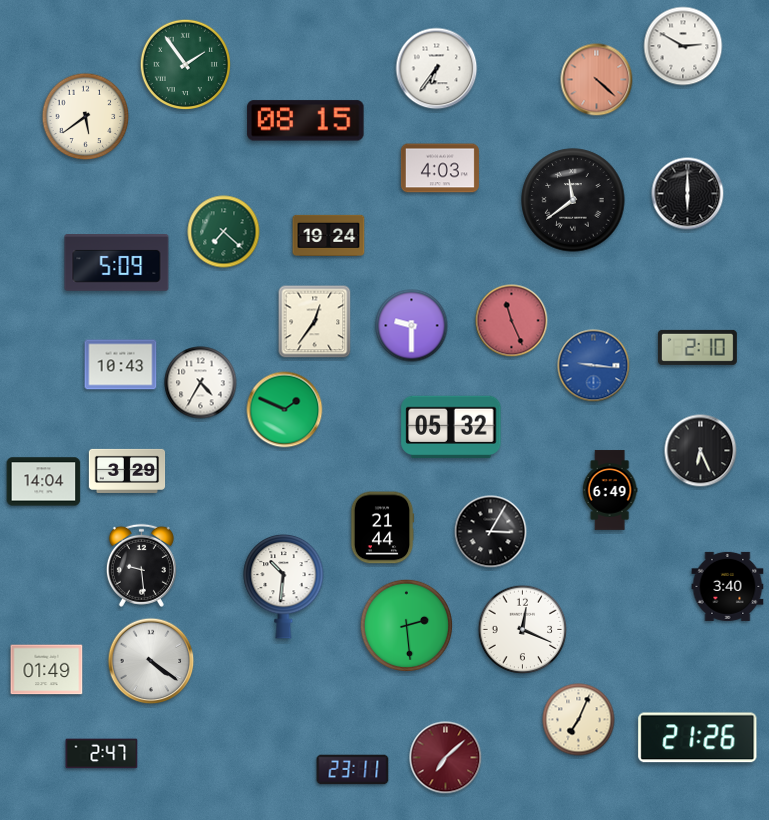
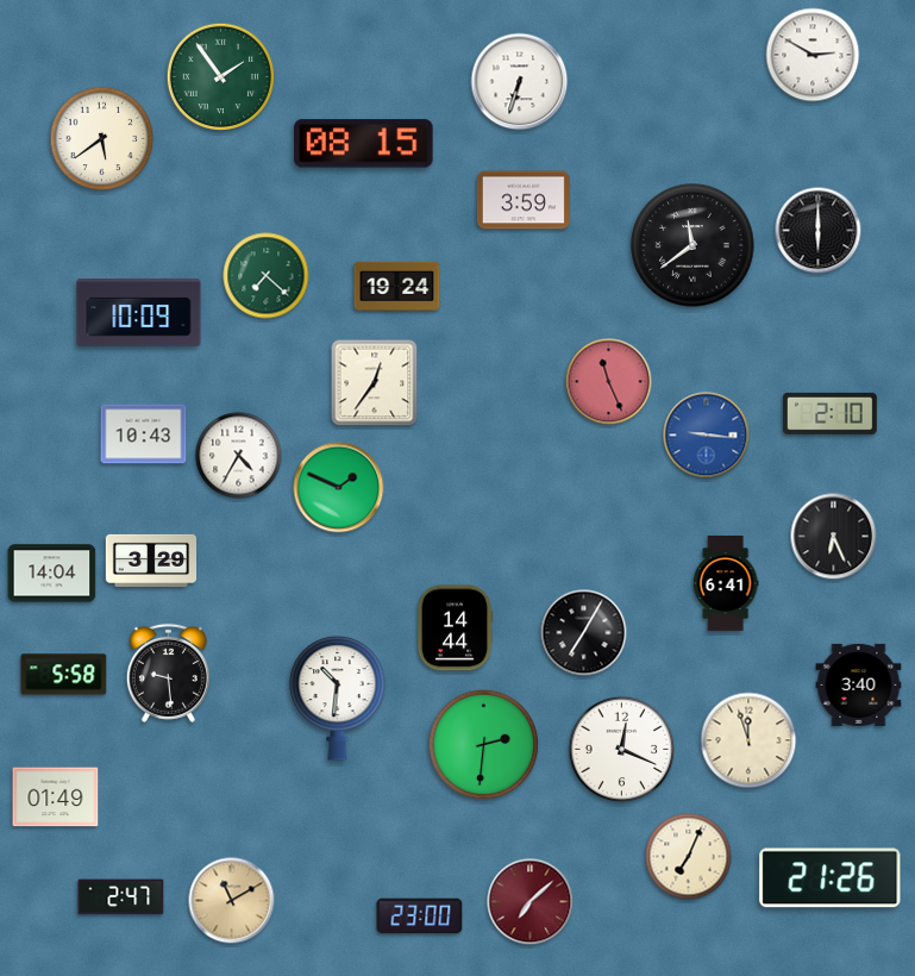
clock at (437, 69): 6:36 -> 6:33
clock at (597, 80): 4:22 -> none
clock at (440, 168): 4:03 -> 3:59
clock at (573, 200) position: (573, 200) -> (692, 245)
clock at (329, 235) position: (329, 235) -> (397, 286)
clock at (117, 263): 5:09 -> 10:09
clock at (412, 326): 9:30 -> none
clock at (451, 427): 05:32 -> none
clock at (610, 490): 6:49 -> 6:41
clock at (382, 528): 21:44 -> 14:44
clock at (491, 532): 3:05 -> 7:05
clock at (64, 675): none -> 5:58
clock at (728, 586) position: (728, 586) -> (859, 684)
clock at (748, 740): none -> 11:57
clock at (406, 625): 2:29 -> 2:31
clock at (151, 661): 4:21 -> none
clock at (232, 901): none -> 11:10
clock at (353, 770): 23:11 -> 23:00
